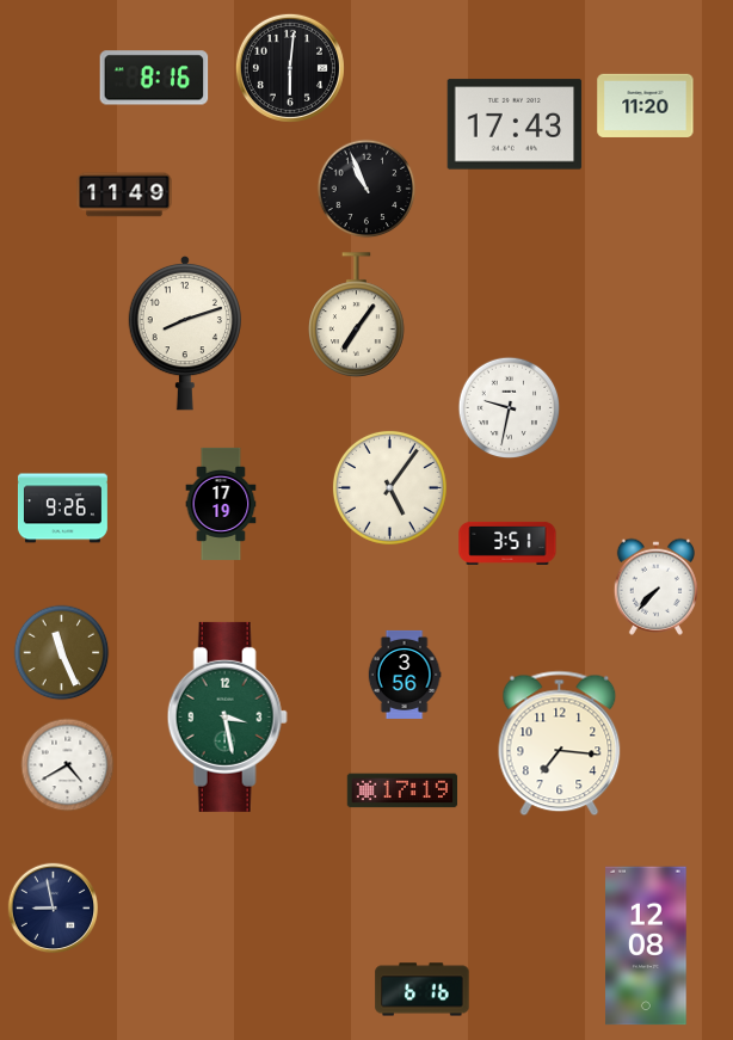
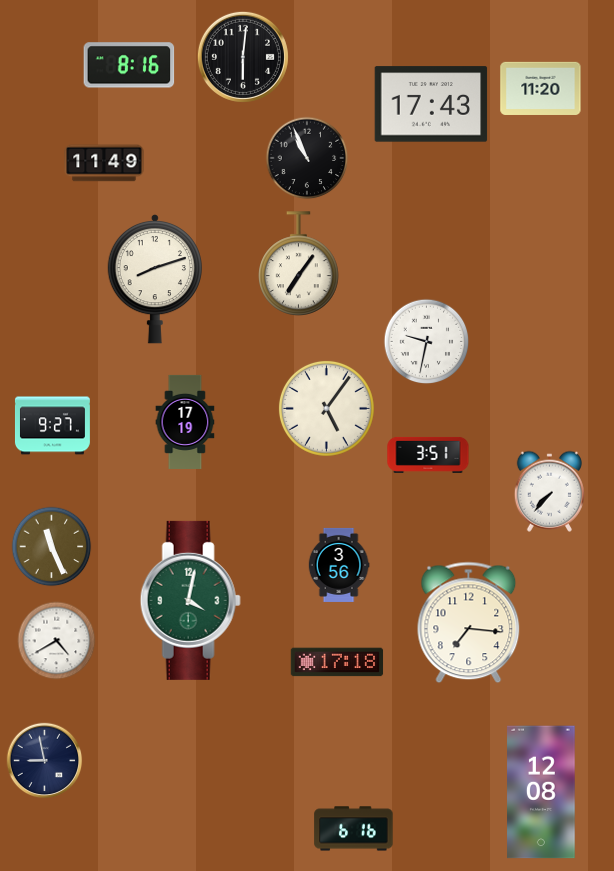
clock at (62, 509): 9:26 -> 9:27
clock at (507, 543) position: (507, 543) -> (428, 455)
clock at (227, 716): 3:28 -> 4:02
clock at (402, 790): 17:19 -> 17:18
